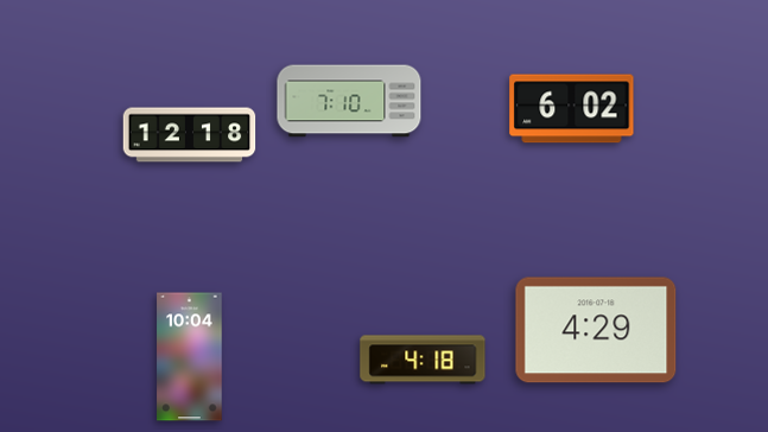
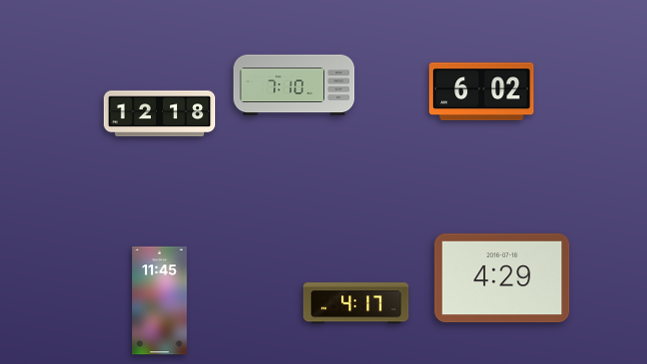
clock at (190, 357): 10:04 -> 11:45
clock at (423, 360): 4:18 -> 4:17
